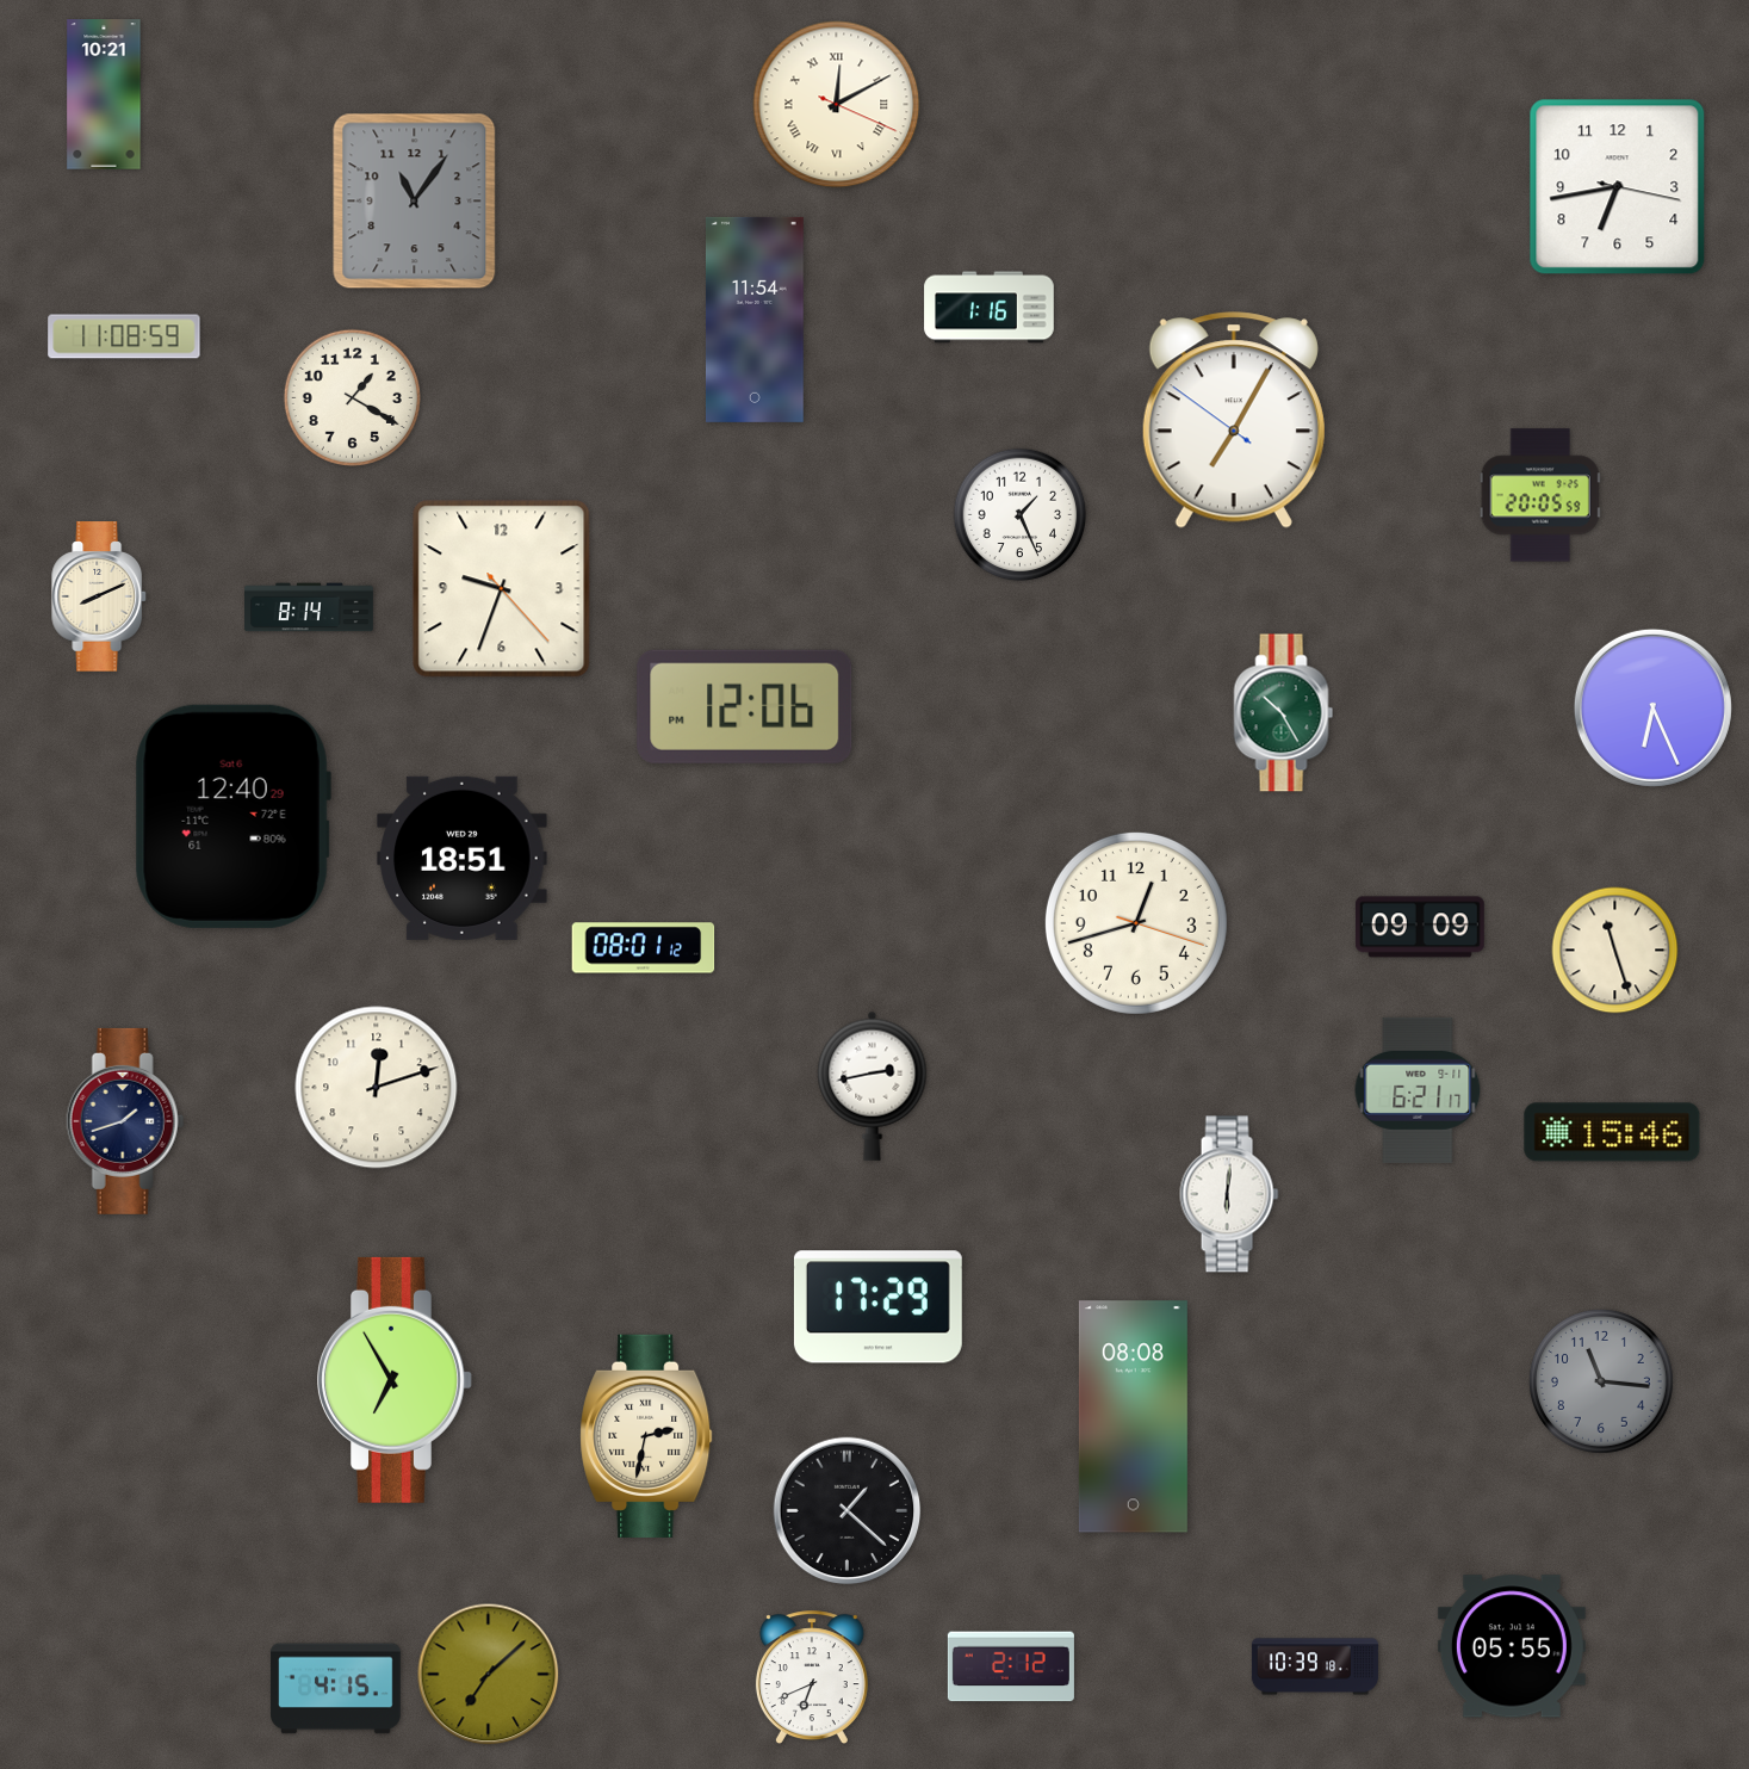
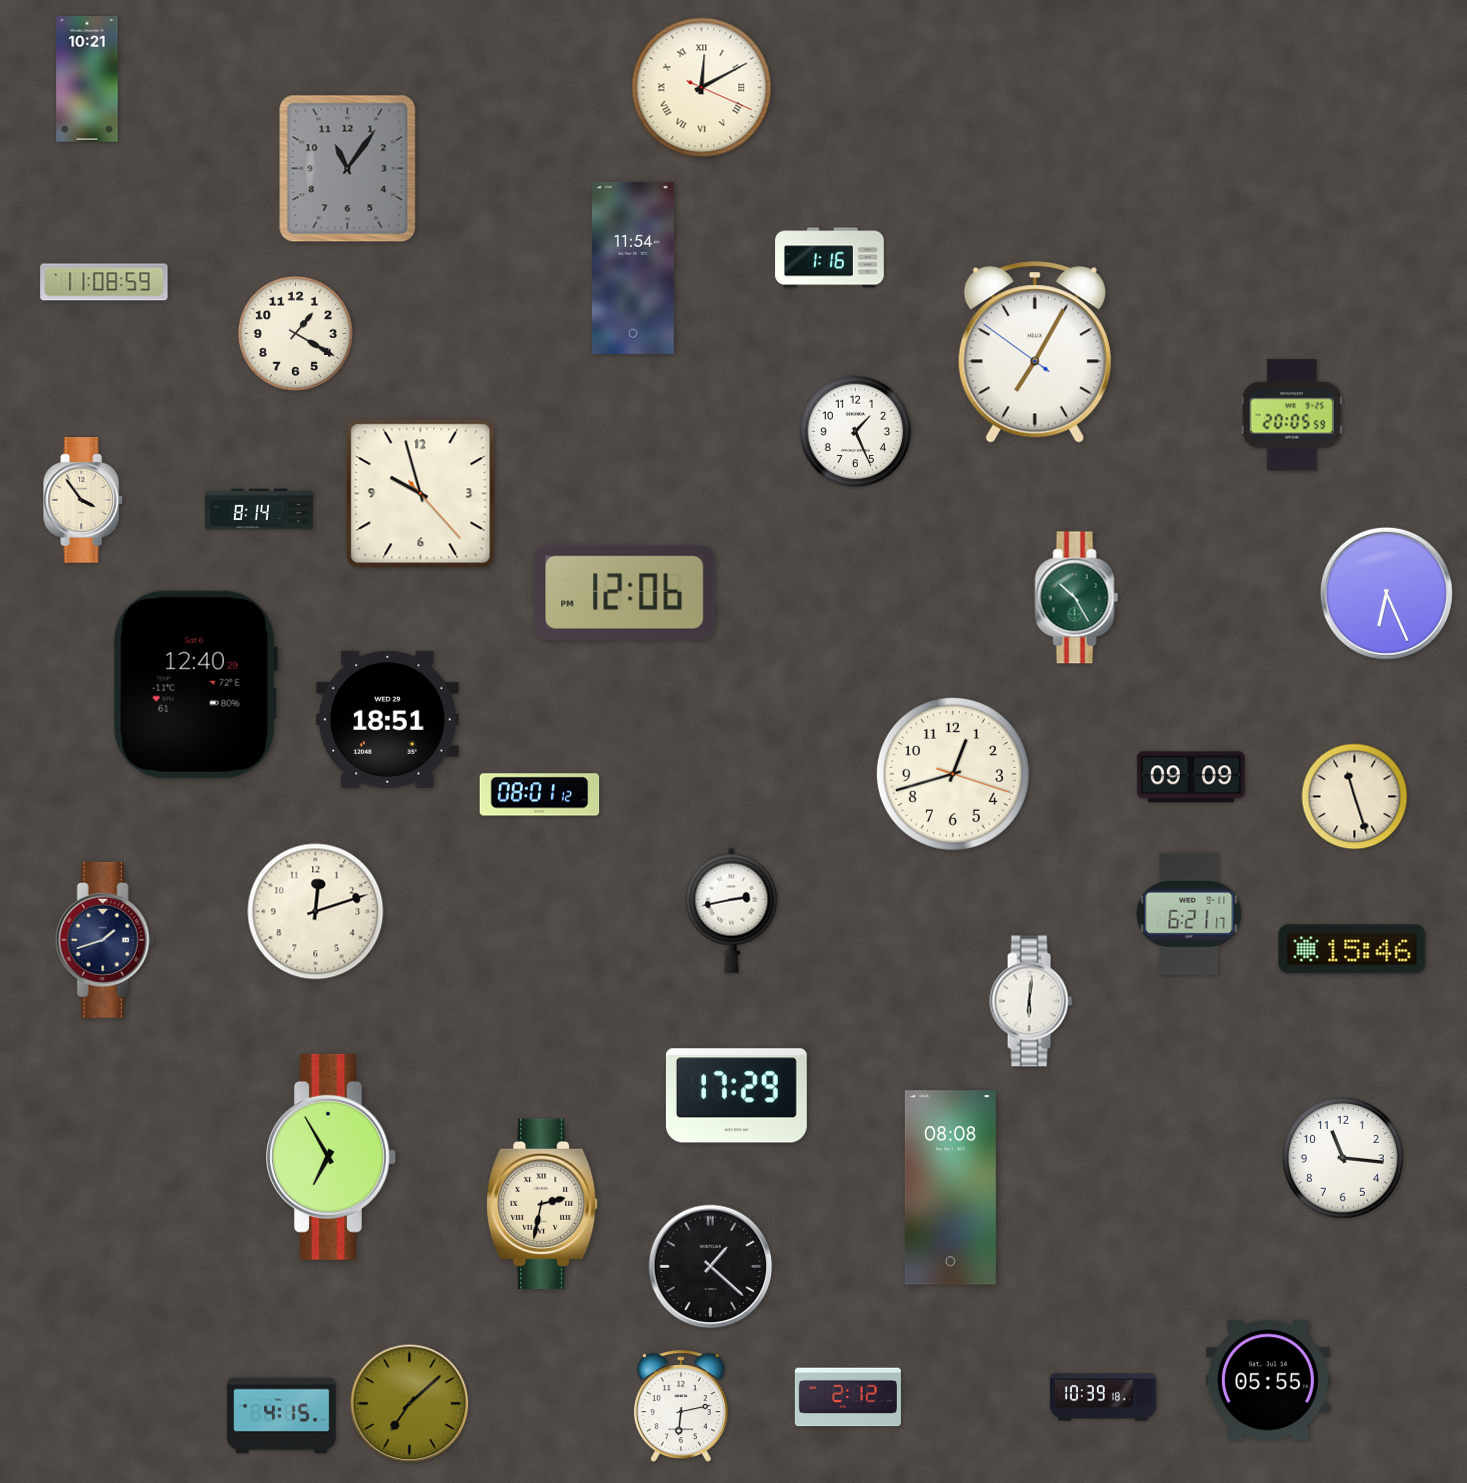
clock at (1618, 187): 6:43 -> none
clock at (502, 589): 9:33 -> 9:57
clock at (100, 596): 8:11 -> 3:54
clock at (1601, 1381) dial: grey -> white
clock at (812, 1678): 6:41 -> 6:13
